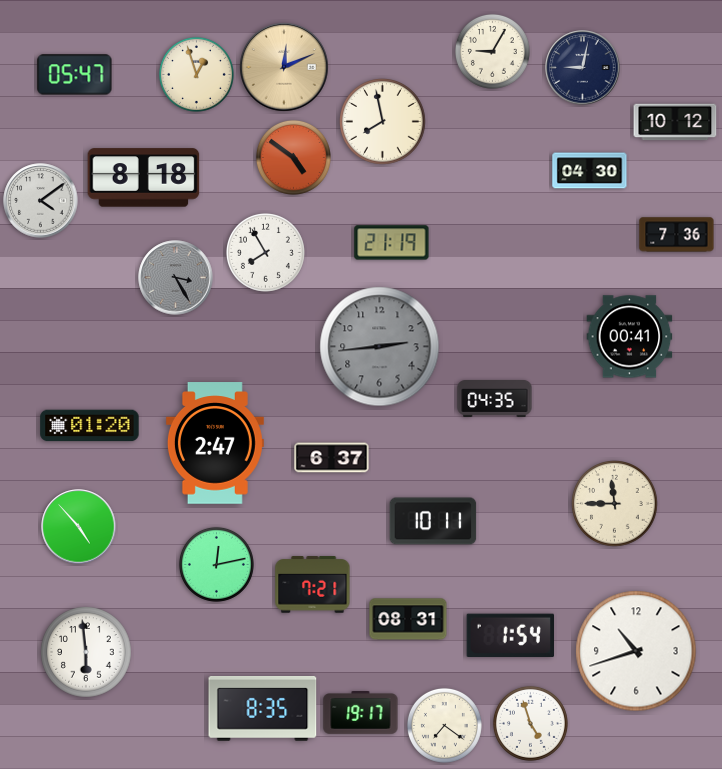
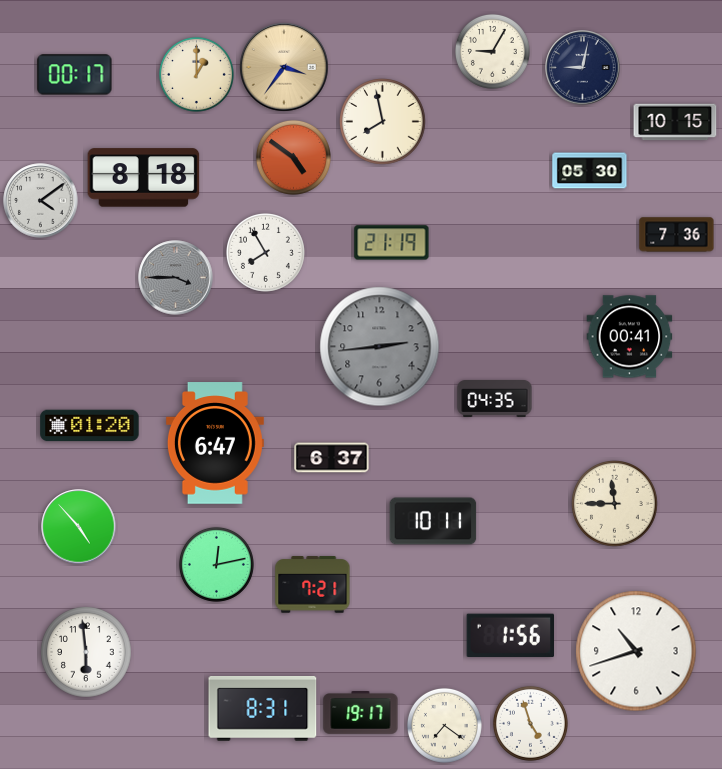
clock at (284, 67): 12:11 -> 3:36
clock at (196, 74): 12:57 -> 1:00
clock at (75, 75): 05:47 -> 00:17
clock at (675, 122): 10:12 -> 10:15
clock at (590, 171): 04:30 -> 05:30
clock at (176, 278): 3:25 -> 3:45
clock at (215, 443): 2:47 -> 6:47
clock at (408, 619): 08:31 -> none
clock at (510, 635): 1:54 -> 1:56
clock at (263, 708): 8:35 -> 8:31
